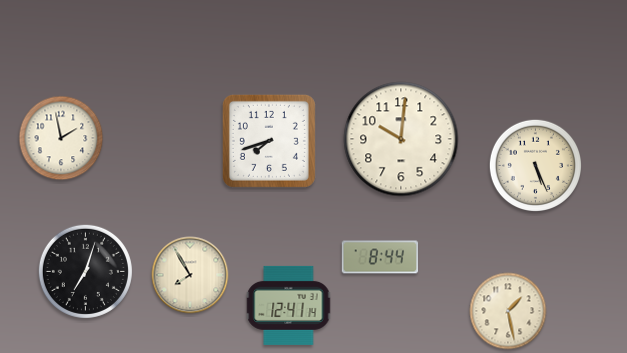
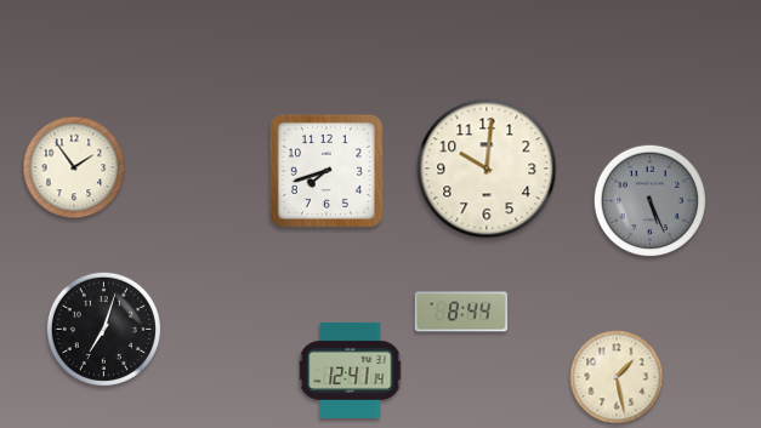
clock at (61, 138): 1:58 -> 1:54
clock at (535, 165) dial: cream -> grey
clock at (190, 275): 7:55 -> none
